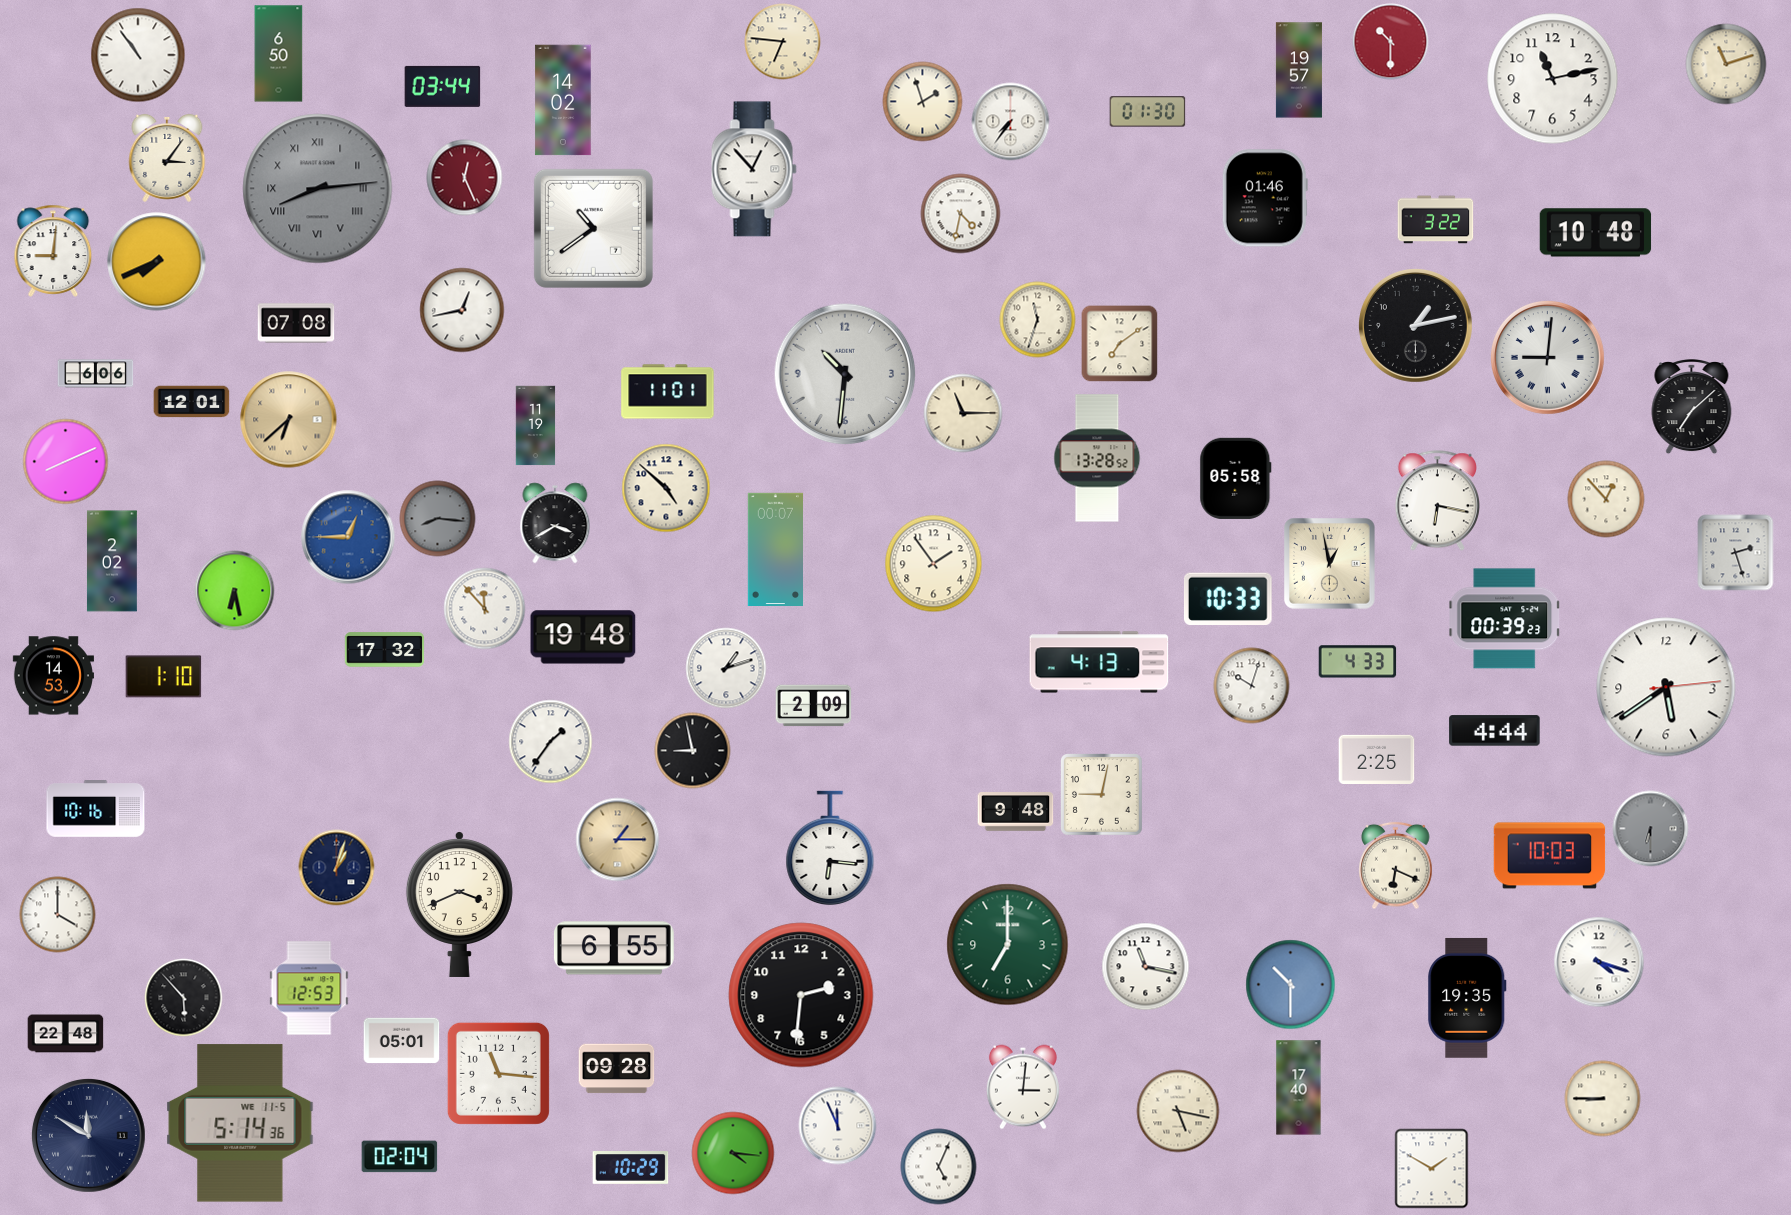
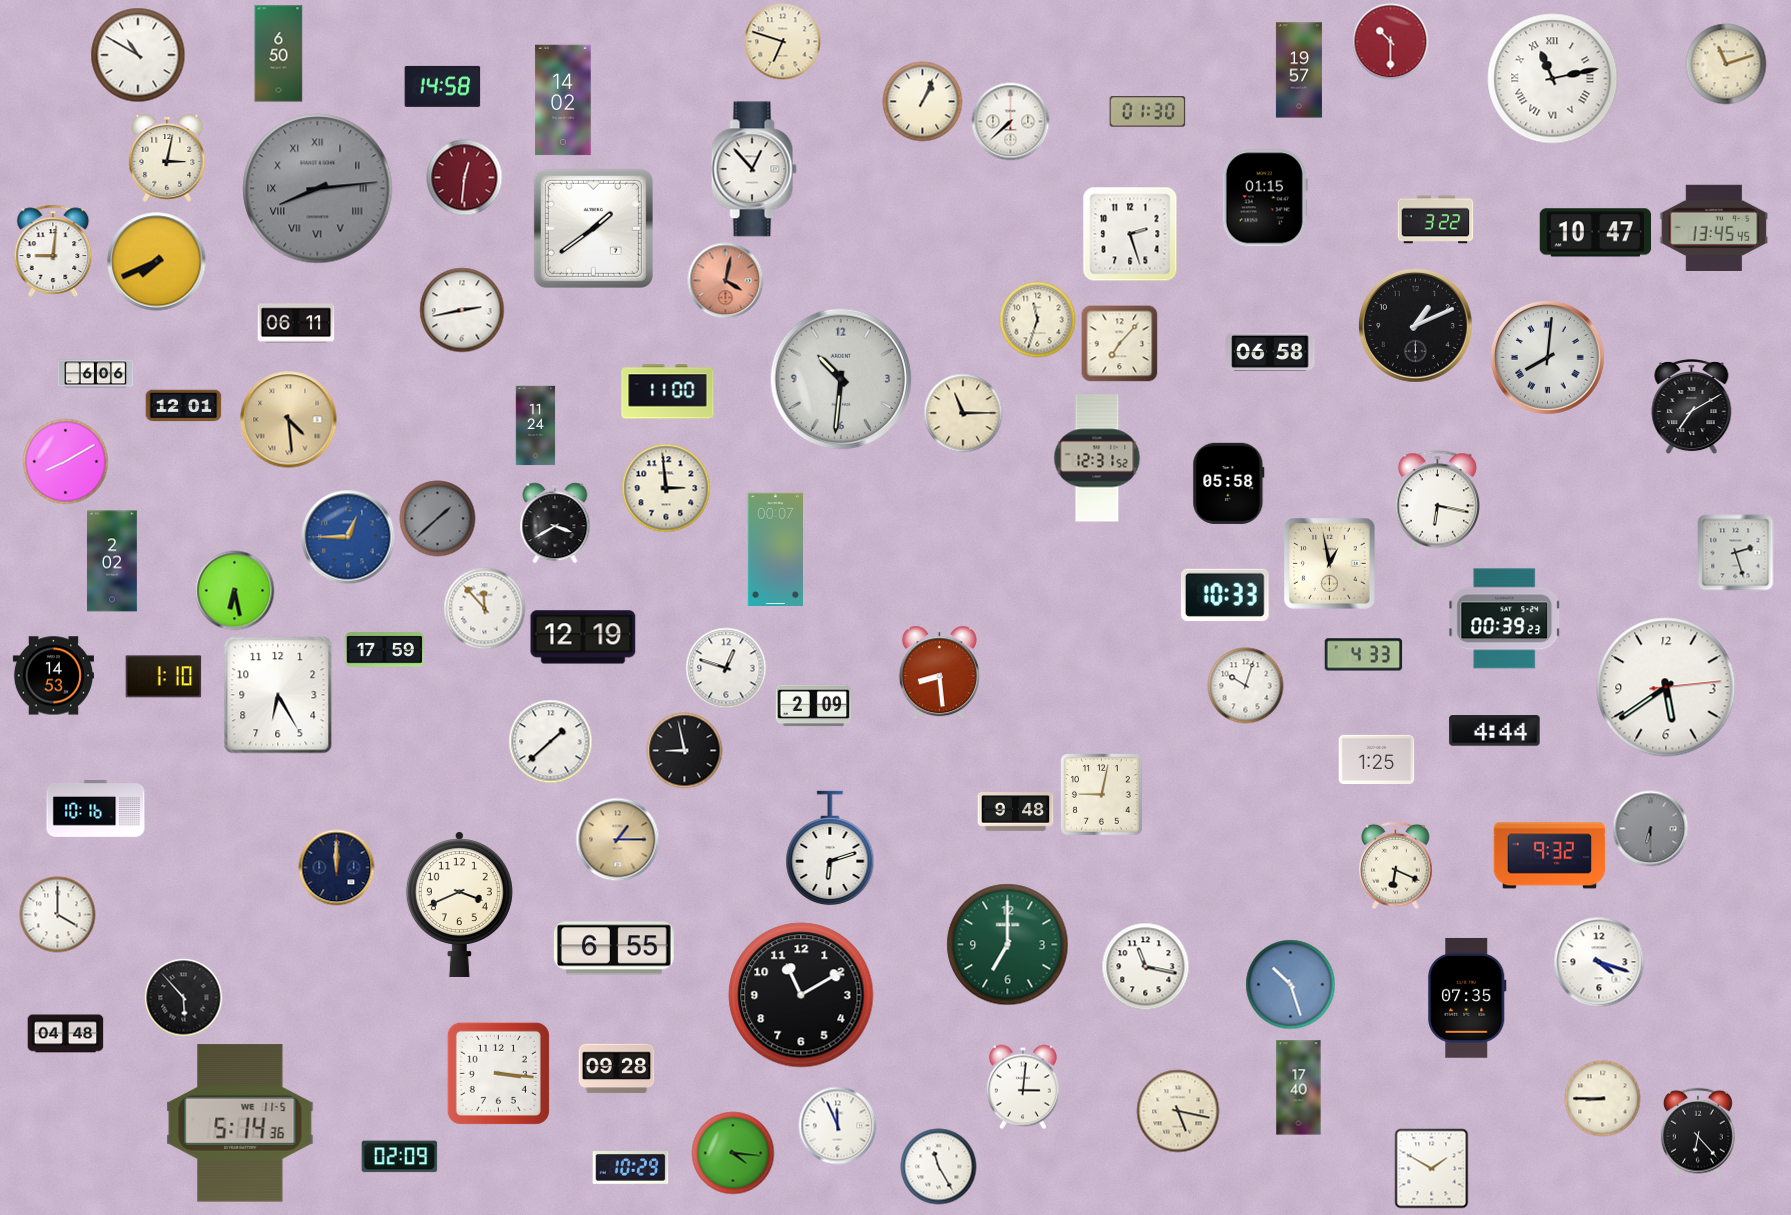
clock at (783, 42): 6:46 -> 6:48
clock at (138, 55): 10:54 -> 10:50
clock at (1553, 79) numerals: Arabic -> Roman
clock at (443, 86): 03:44 -> 14:58
clock at (923, 102): 1:57 -> 1:04
clock at (1011, 122): 7:36 -> 7:38
clock at (167, 158): 3:06 -> 3:02
clock at (465, 178): 12:26 -> 12:31
clock at (1265, 198): 01:46 -> 01:15
clock at (961, 214): 4:32 -> none
clock at (1714, 227): none -> 13:45
clock at (593, 228): 10:39 -> 1:39
clock at (1596, 233): 10:48 -> 10:47
clock at (1130, 234): none -> 2:27
clock at (726, 281): none -> 4:02
clock at (462, 310): 12:43 -> 2:43
clock at (296, 323): 07:08 -> 06:11
clock at (1416, 326): 1:13 -> 1:11
clock at (1120, 344): 7:09 -> 7:07
clock at (1270, 352): none -> 06:58
clock at (1548, 358): 9:01 -> 8:01
clock at (845, 374) position: (845, 374) -> (841, 379)
clock at (668, 392): 11:01 -> 11:00
clock at (192, 402) position: (192, 402) -> (184, 406)
clock at (1692, 408): 7:08 -> 7:10
clock at (289, 420): 6:38 -> 4:29
clock at (536, 426): 11:19 -> 11:24
clock at (1097, 458): 13:28 -> 12:31
clock at (66, 462): 8:11 -> 8:10
clock at (1236, 478) position: (1236, 478) -> (1229, 483)
clock at (666, 488): 4:52 -> 2:59
clock at (1606, 499): 12:53 -> none
clock at (438, 519): 8:16 -> 1:38
clock at (934, 564): 1:54 -> none
clock at (1228, 598) position: (1228, 598) -> (1225, 594)
clock at (583, 637): 19:48 -> 12:19
clock at (385, 650): 17:32 -> 17:59
clock at (1099, 662): 4:13 -> none
clock at (1358, 662) position: (1358, 662) -> (1364, 655)
clock at (726, 668): 1:12 -> 12:48
clock at (939, 673): none -> 8:29
clock at (1252, 686) position: (1252, 686) -> (1246, 686)
clock at (278, 695): none -> 6:25
clock at (551, 742): 1:36 -> 1:38
clock at (693, 751) position: (693, 751) -> (685, 751)
clock at (1377, 759): 2:25 -> 1:25
clock at (830, 848): 6:16 -> 6:12
clock at (1550, 856): 10:03 -> 9:32
clock at (337, 868): 1:03 -> 12:00
clock at (1291, 985): 10:30 -> 10:27
clock at (309, 988): 12:53 -> none
clock at (801, 995): 2:31 -> 11:10
clock at (1467, 998): 19:35 -> 07:35
clock at (66, 1034): 22:48 -> 04:48
clock at (402, 1041): 05:01 -> none
clock at (498, 1073): 11:16 -> 3:16
clock at (1698, 1132): none -> 6:23
clock at (89, 1136): 11:50 -> none
clock at (400, 1157): 02:04 -> 02:09
clock at (939, 1167): 5:04 -> 11:25
